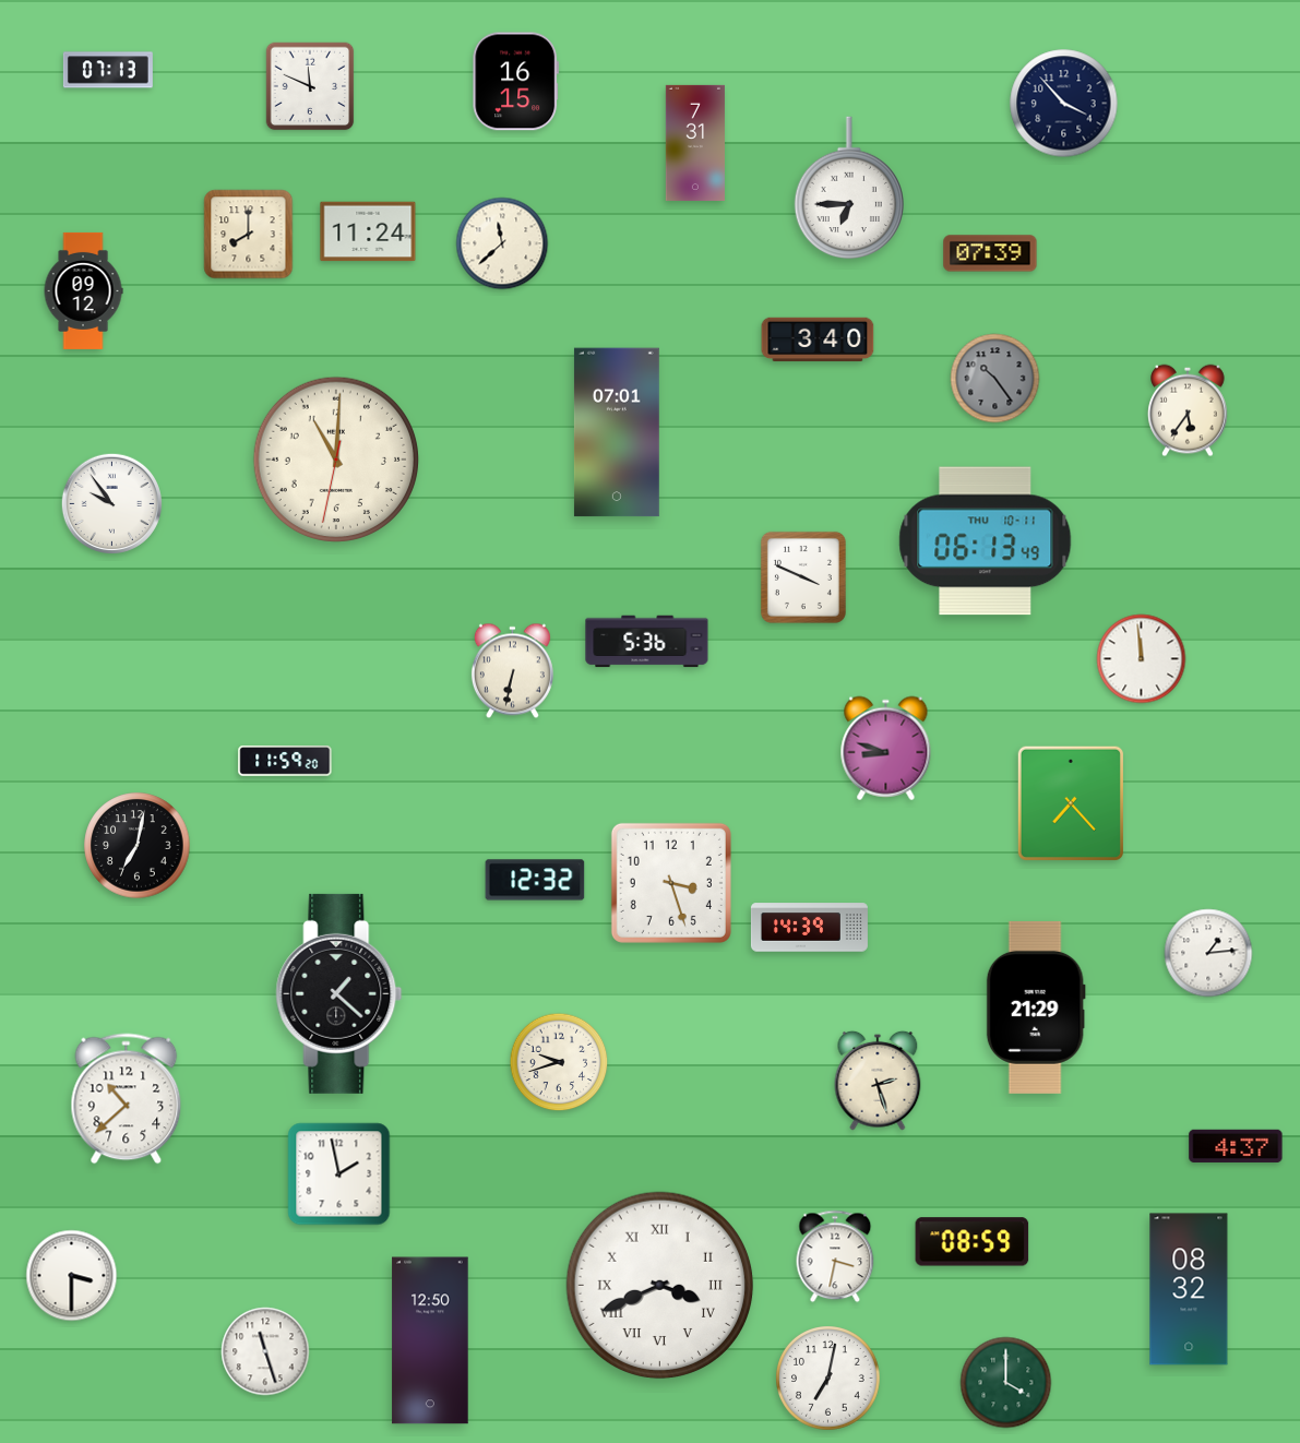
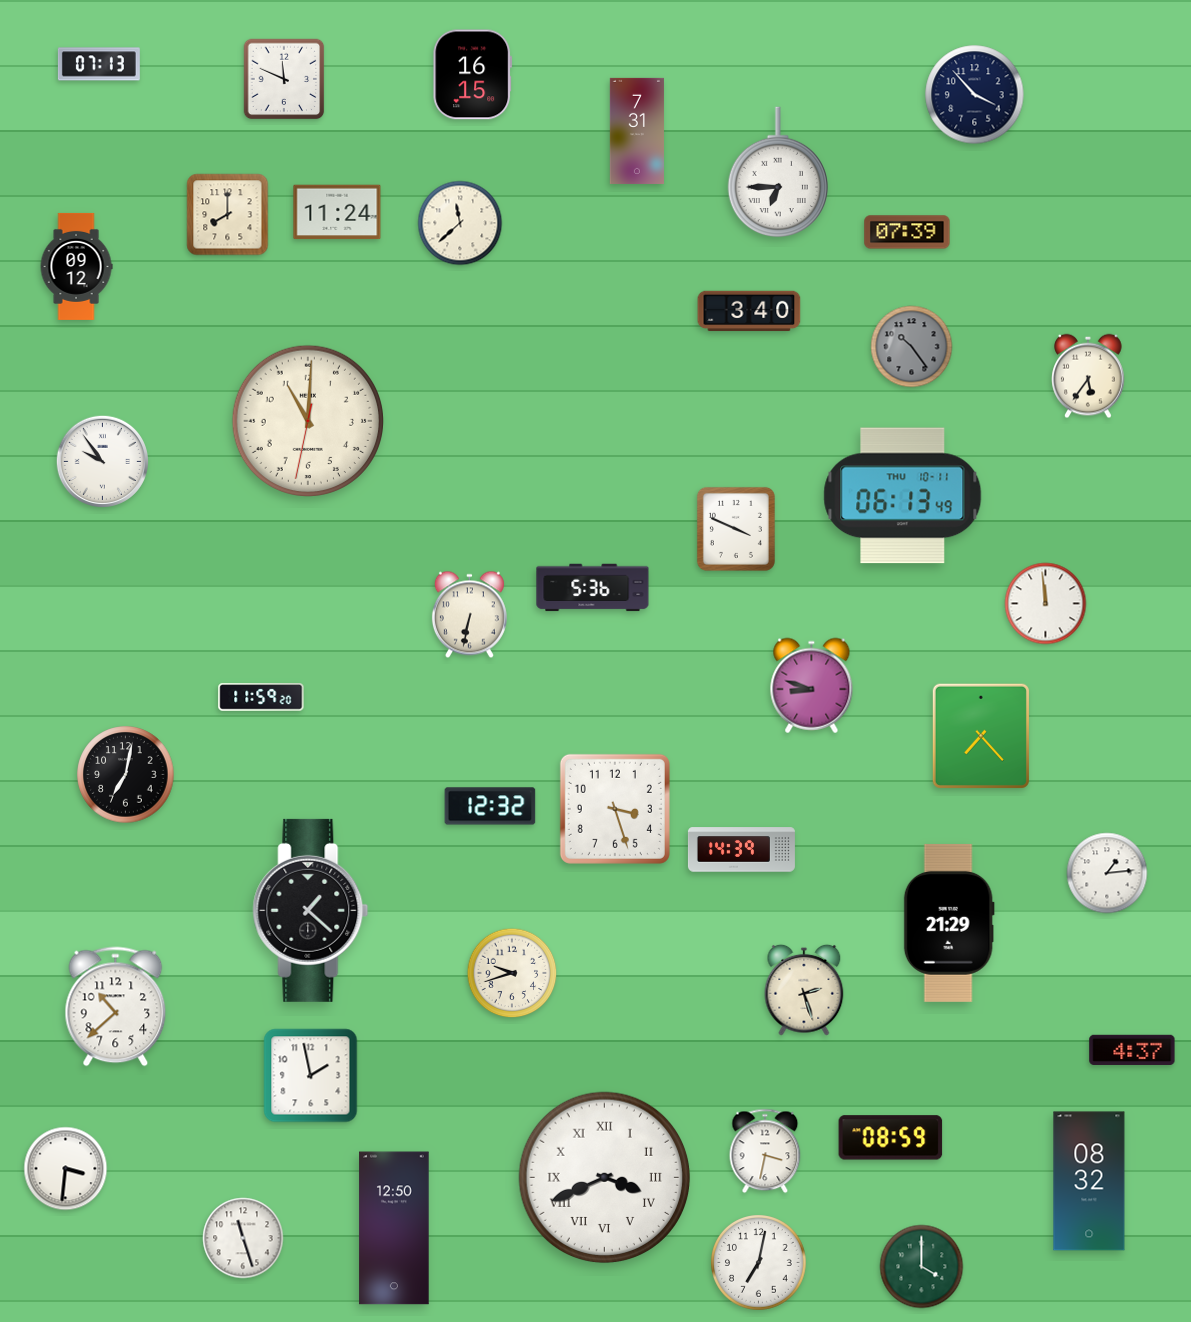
clock at (617, 432): 07:01 -> none
clock at (72, 1276): 3:30 -> 3:31
